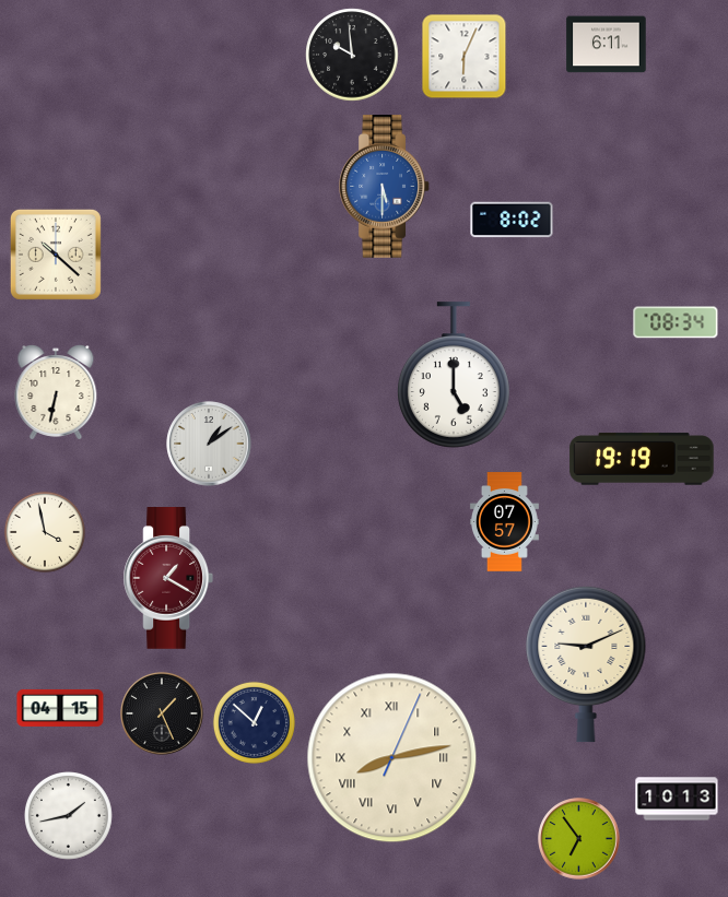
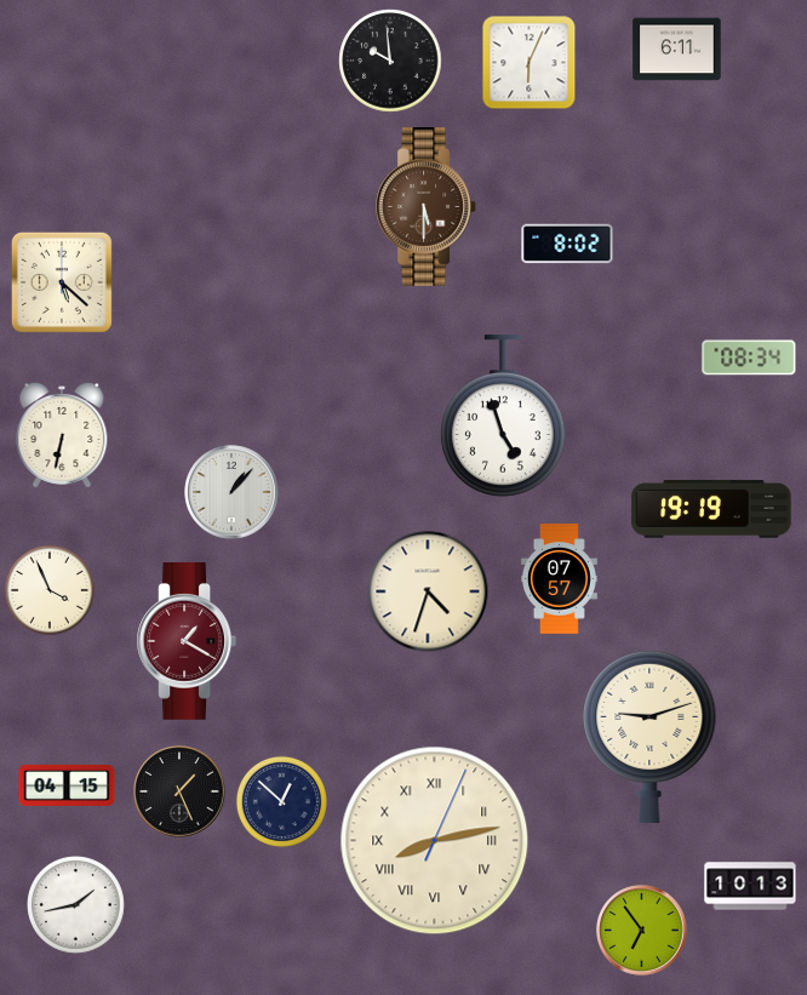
clock at (607, 45) position: (607, 45) -> (677, 50)
clock at (465, 57) position: (465, 57) -> (530, 63)
clock at (385, 187) dial: blue -> brown
clock at (56, 255): 10:22 -> 5:22
clock at (454, 375): 5:00 -> 4:57
clock at (209, 444): 1:09 -> 1:07
clock at (45, 532): 3:58 -> 3:56
clock at (428, 591): none -> 4:33
clock at (586, 664): 9:11 -> 9:12
